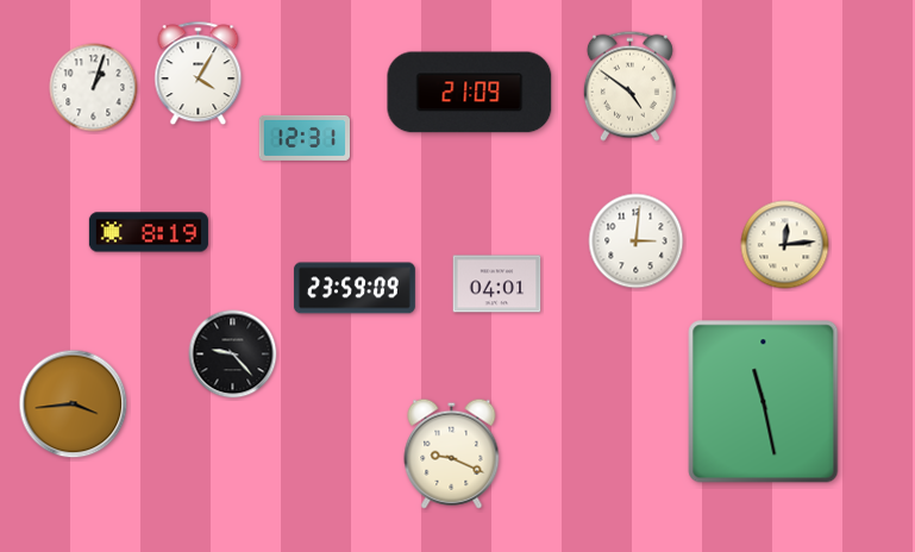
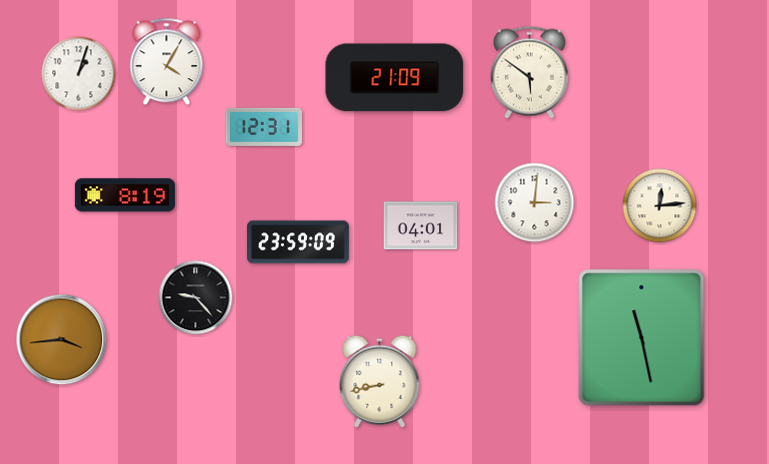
clock at (629, 86): 4:51 -> 5:51
clock at (303, 138) position: (303, 138) -> (263, 127)
clock at (497, 284) position: (497, 284) -> (421, 226)
clock at (452, 453): 9:19 -> 8:43
